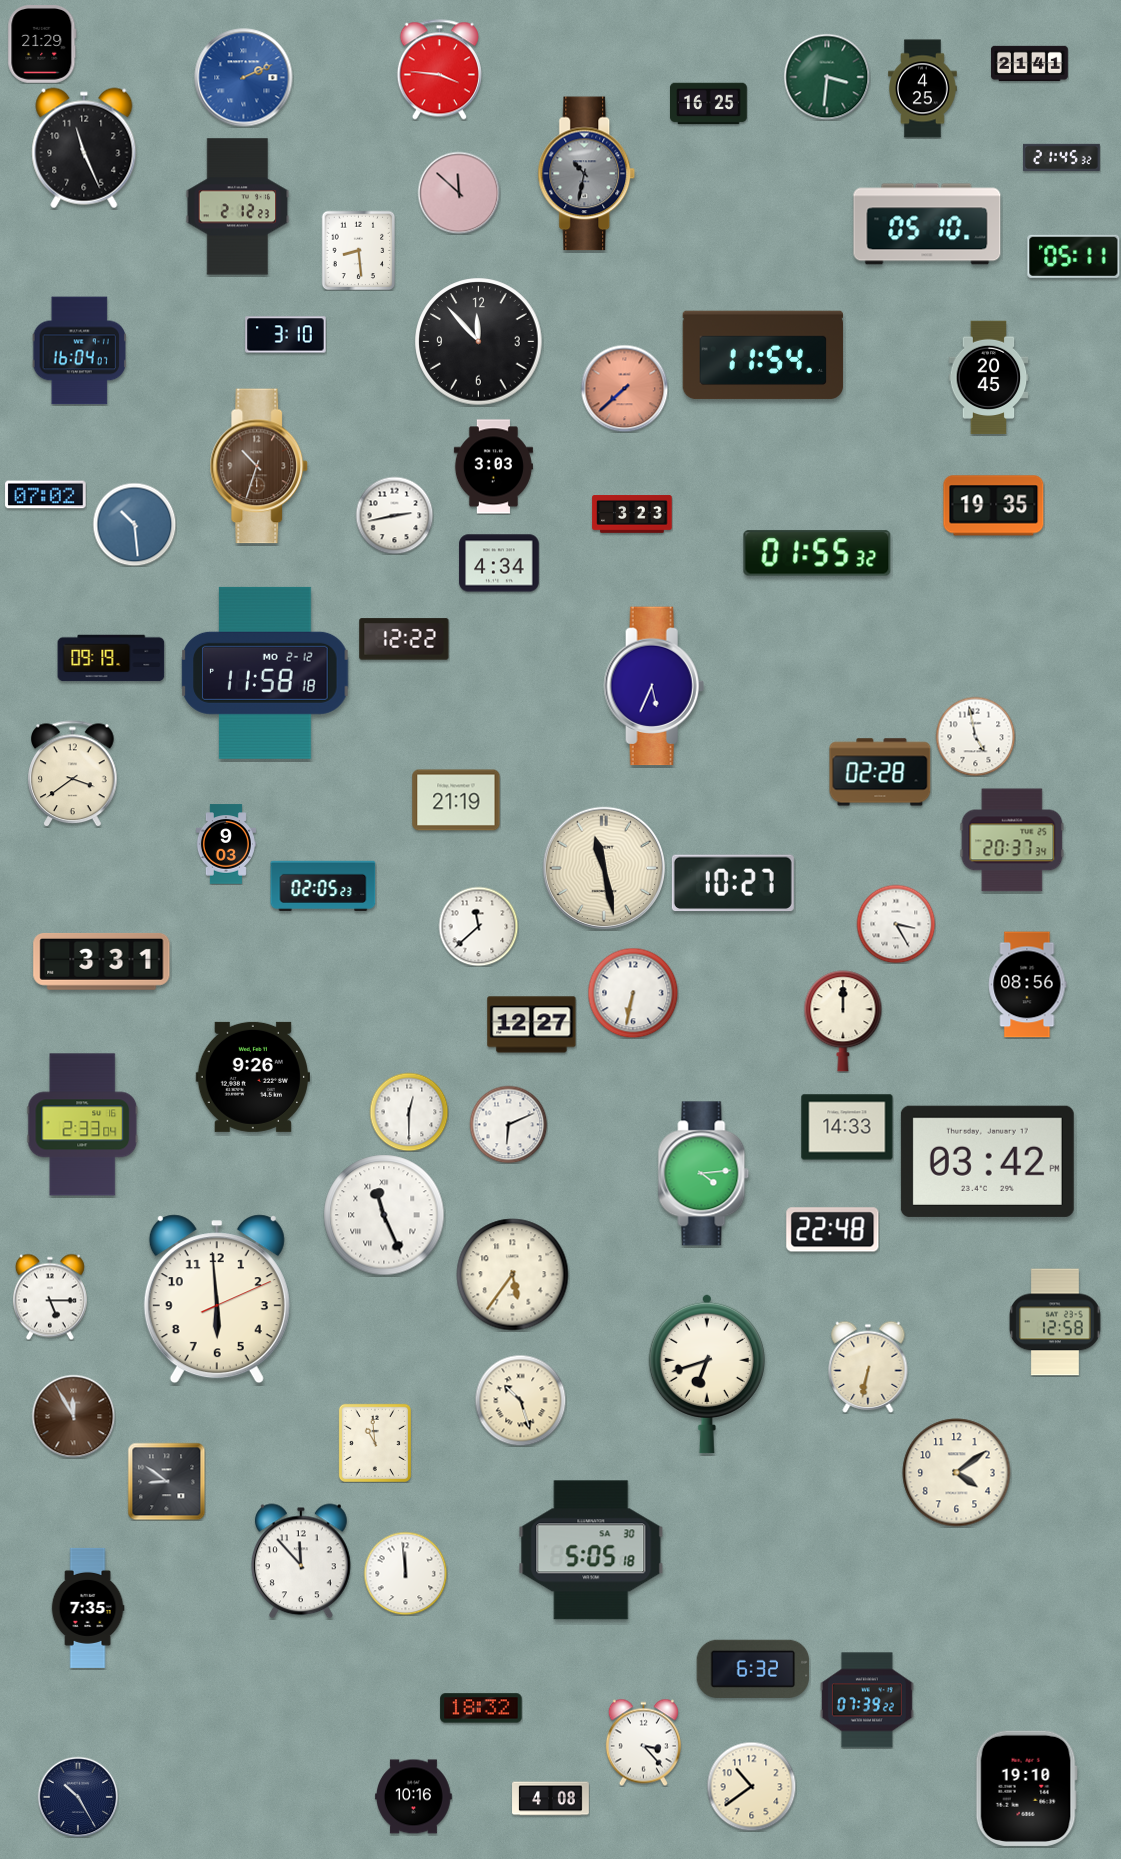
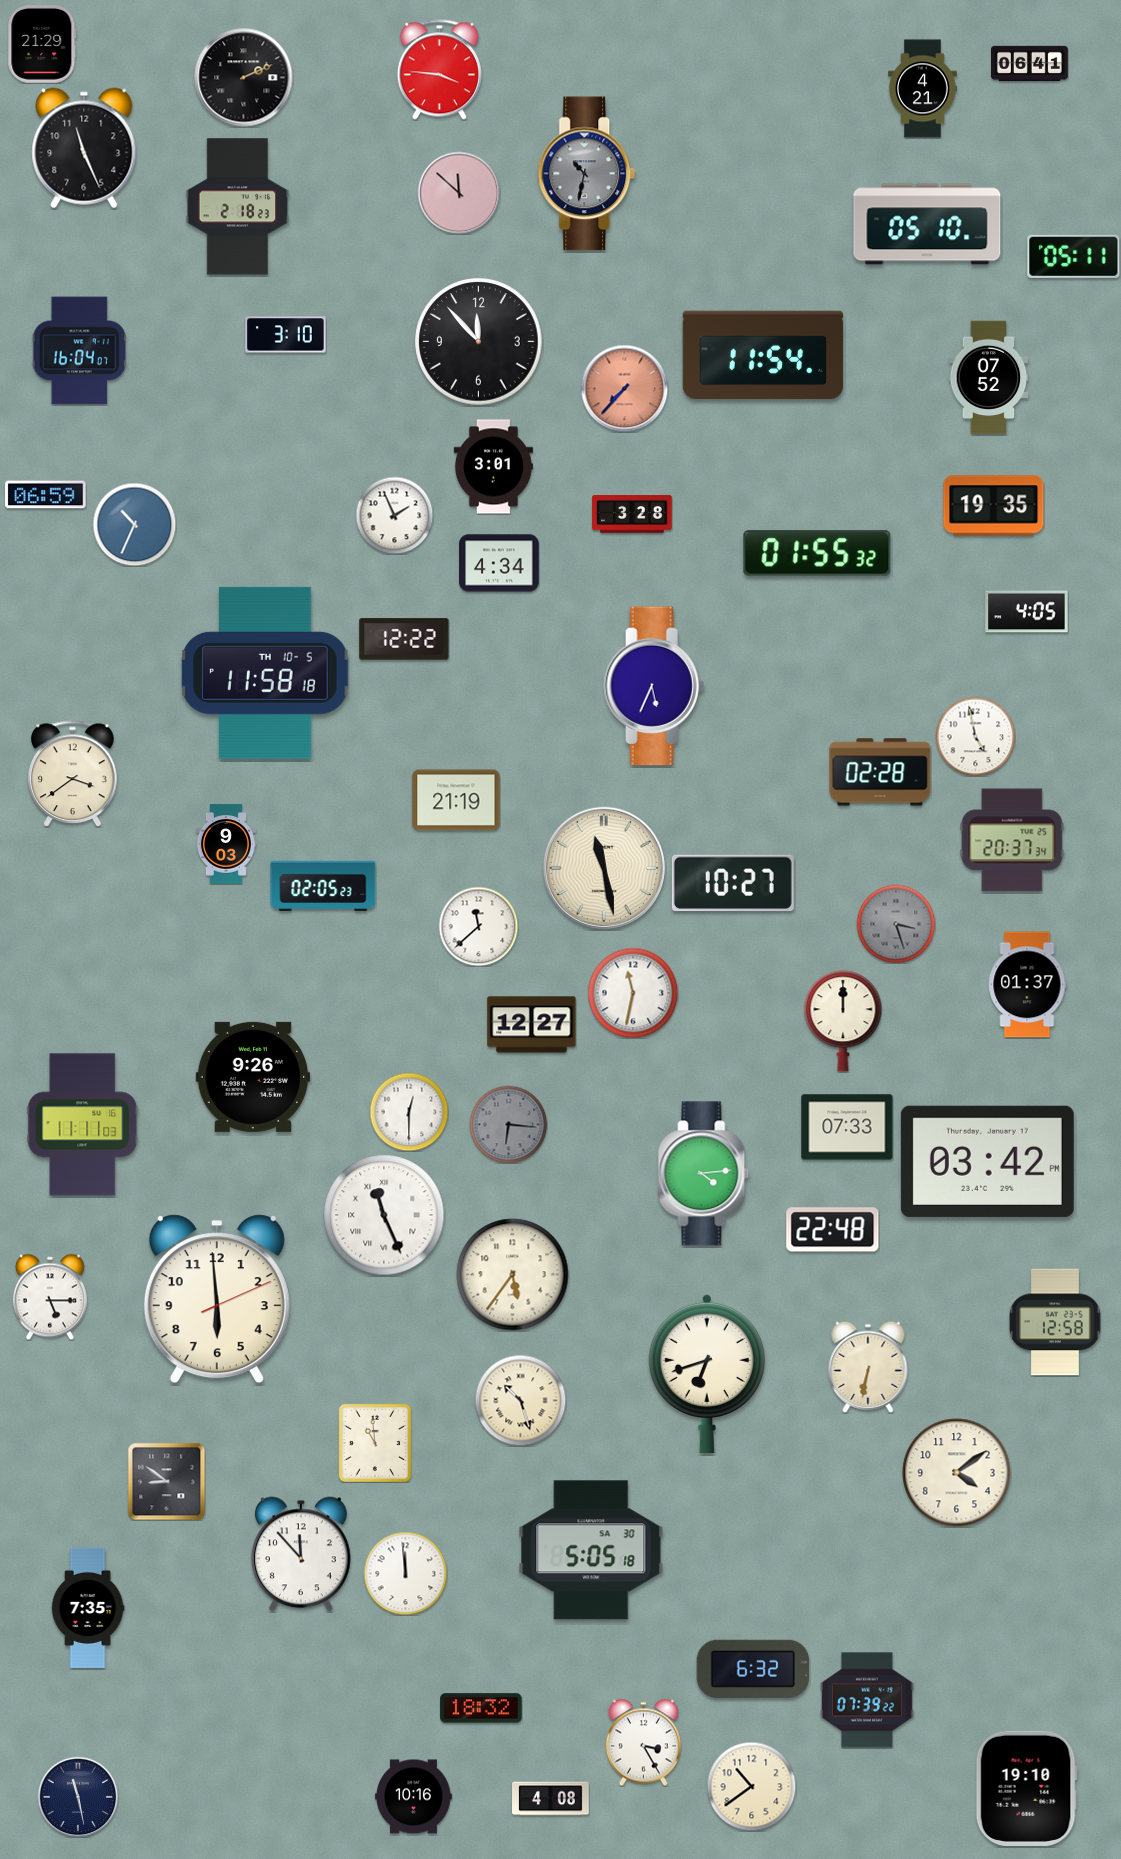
clock at (1030, 63): 21:41 -> 06:41
clock at (827, 77): 3:31 -> none
clock at (244, 78) dial: blue -> black
clock at (923, 89): 4:25 -> 4:21
clock at (709, 104): 16:25 -> none
clock at (1062, 157): 21:45 -> none
clock at (238, 207): 2:12 -> 2:18
clock at (359, 250): 8:29 -> none
clock at (989, 378): 20:45 -> 07:52
clock at (624, 388): 7:38 -> 7:37
clock at (259, 466): 10:33 -> none
clock at (493, 467): 3:03 -> 3:01
clock at (46, 495): 07:02 -> 06:59
clock at (394, 515): 2:43 -> 1:56
clock at (632, 515): 3:23 -> 3:28
clock at (134, 524): 10:29 -> 10:34
clock at (1027, 612): none -> 4:05
clock at (111, 658): 09:19 -> none
clock at (265, 673) date: MO 2-12 -> TH 10-5
clock at (896, 924): 3:25 -> 3:27
clock at (896, 924) dial: white -> grey
clock at (102, 961): 3:31 -> none
clock at (1028, 985): 08:56 -> 01:37
clock at (633, 993): 6:32 -> 11:32
clock at (508, 1124): 6:11 -> 6:16
clock at (508, 1124) dial: white -> grey
clock at (83, 1125): 2:33 -> 11:11
clock at (847, 1127): 14:33 -> 07:33
clock at (73, 1416): 11:55 -> none
clock at (301, 1561) position: (301, 1561) -> (301, 1554)
clock at (643, 1742): 3:23 -> 3:25
clock at (78, 1797): 10:25 -> 11:28
